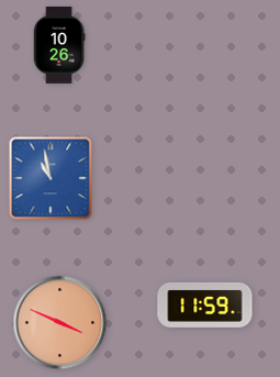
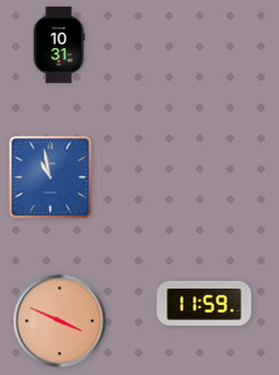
clock at (59, 46): 10:26 -> 10:31
